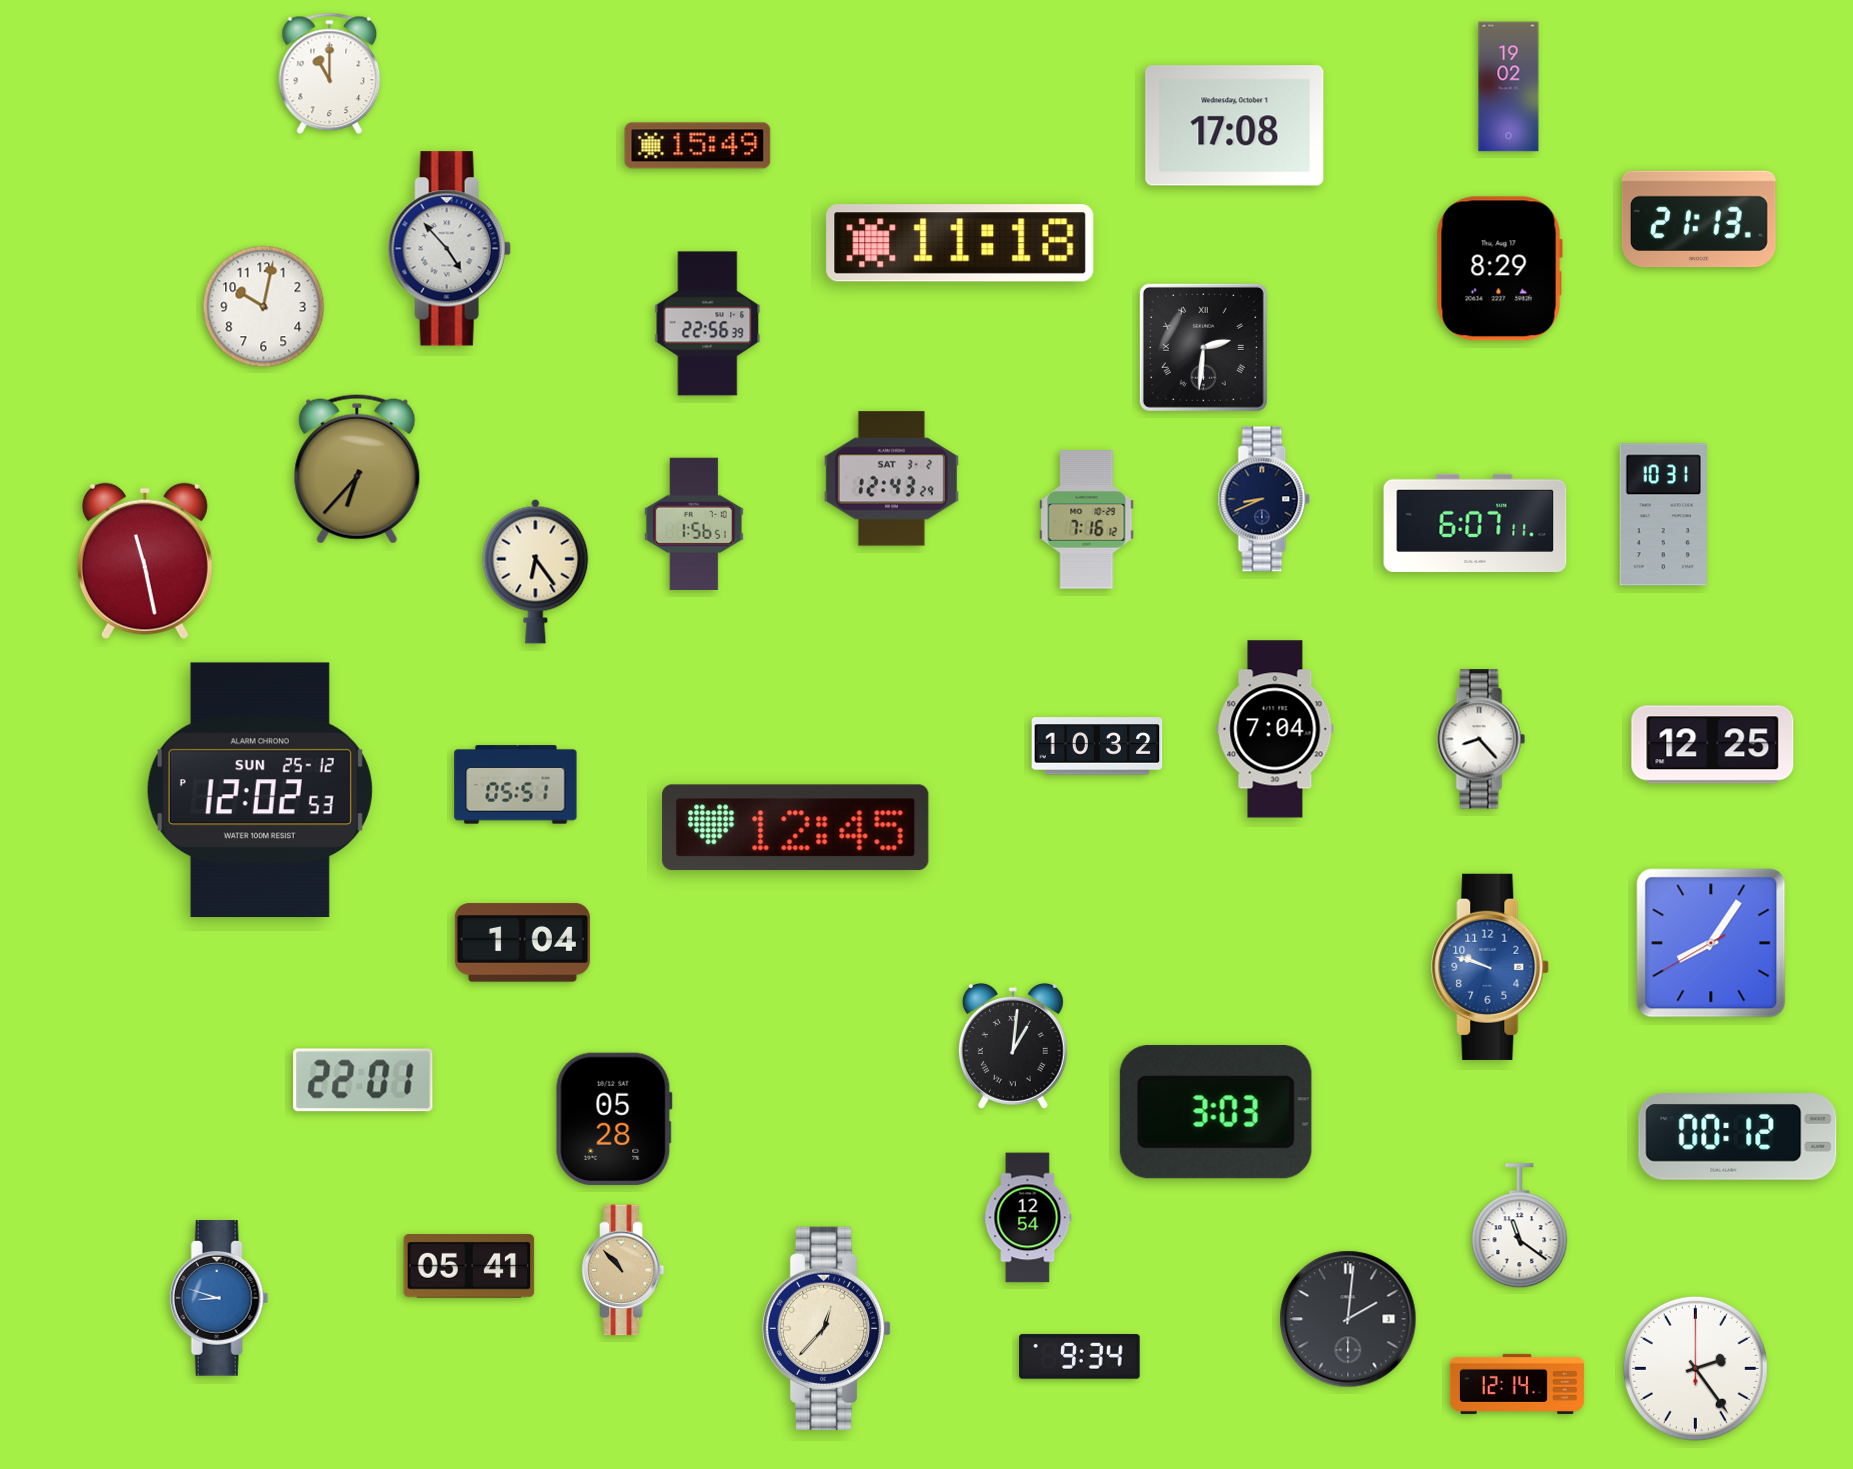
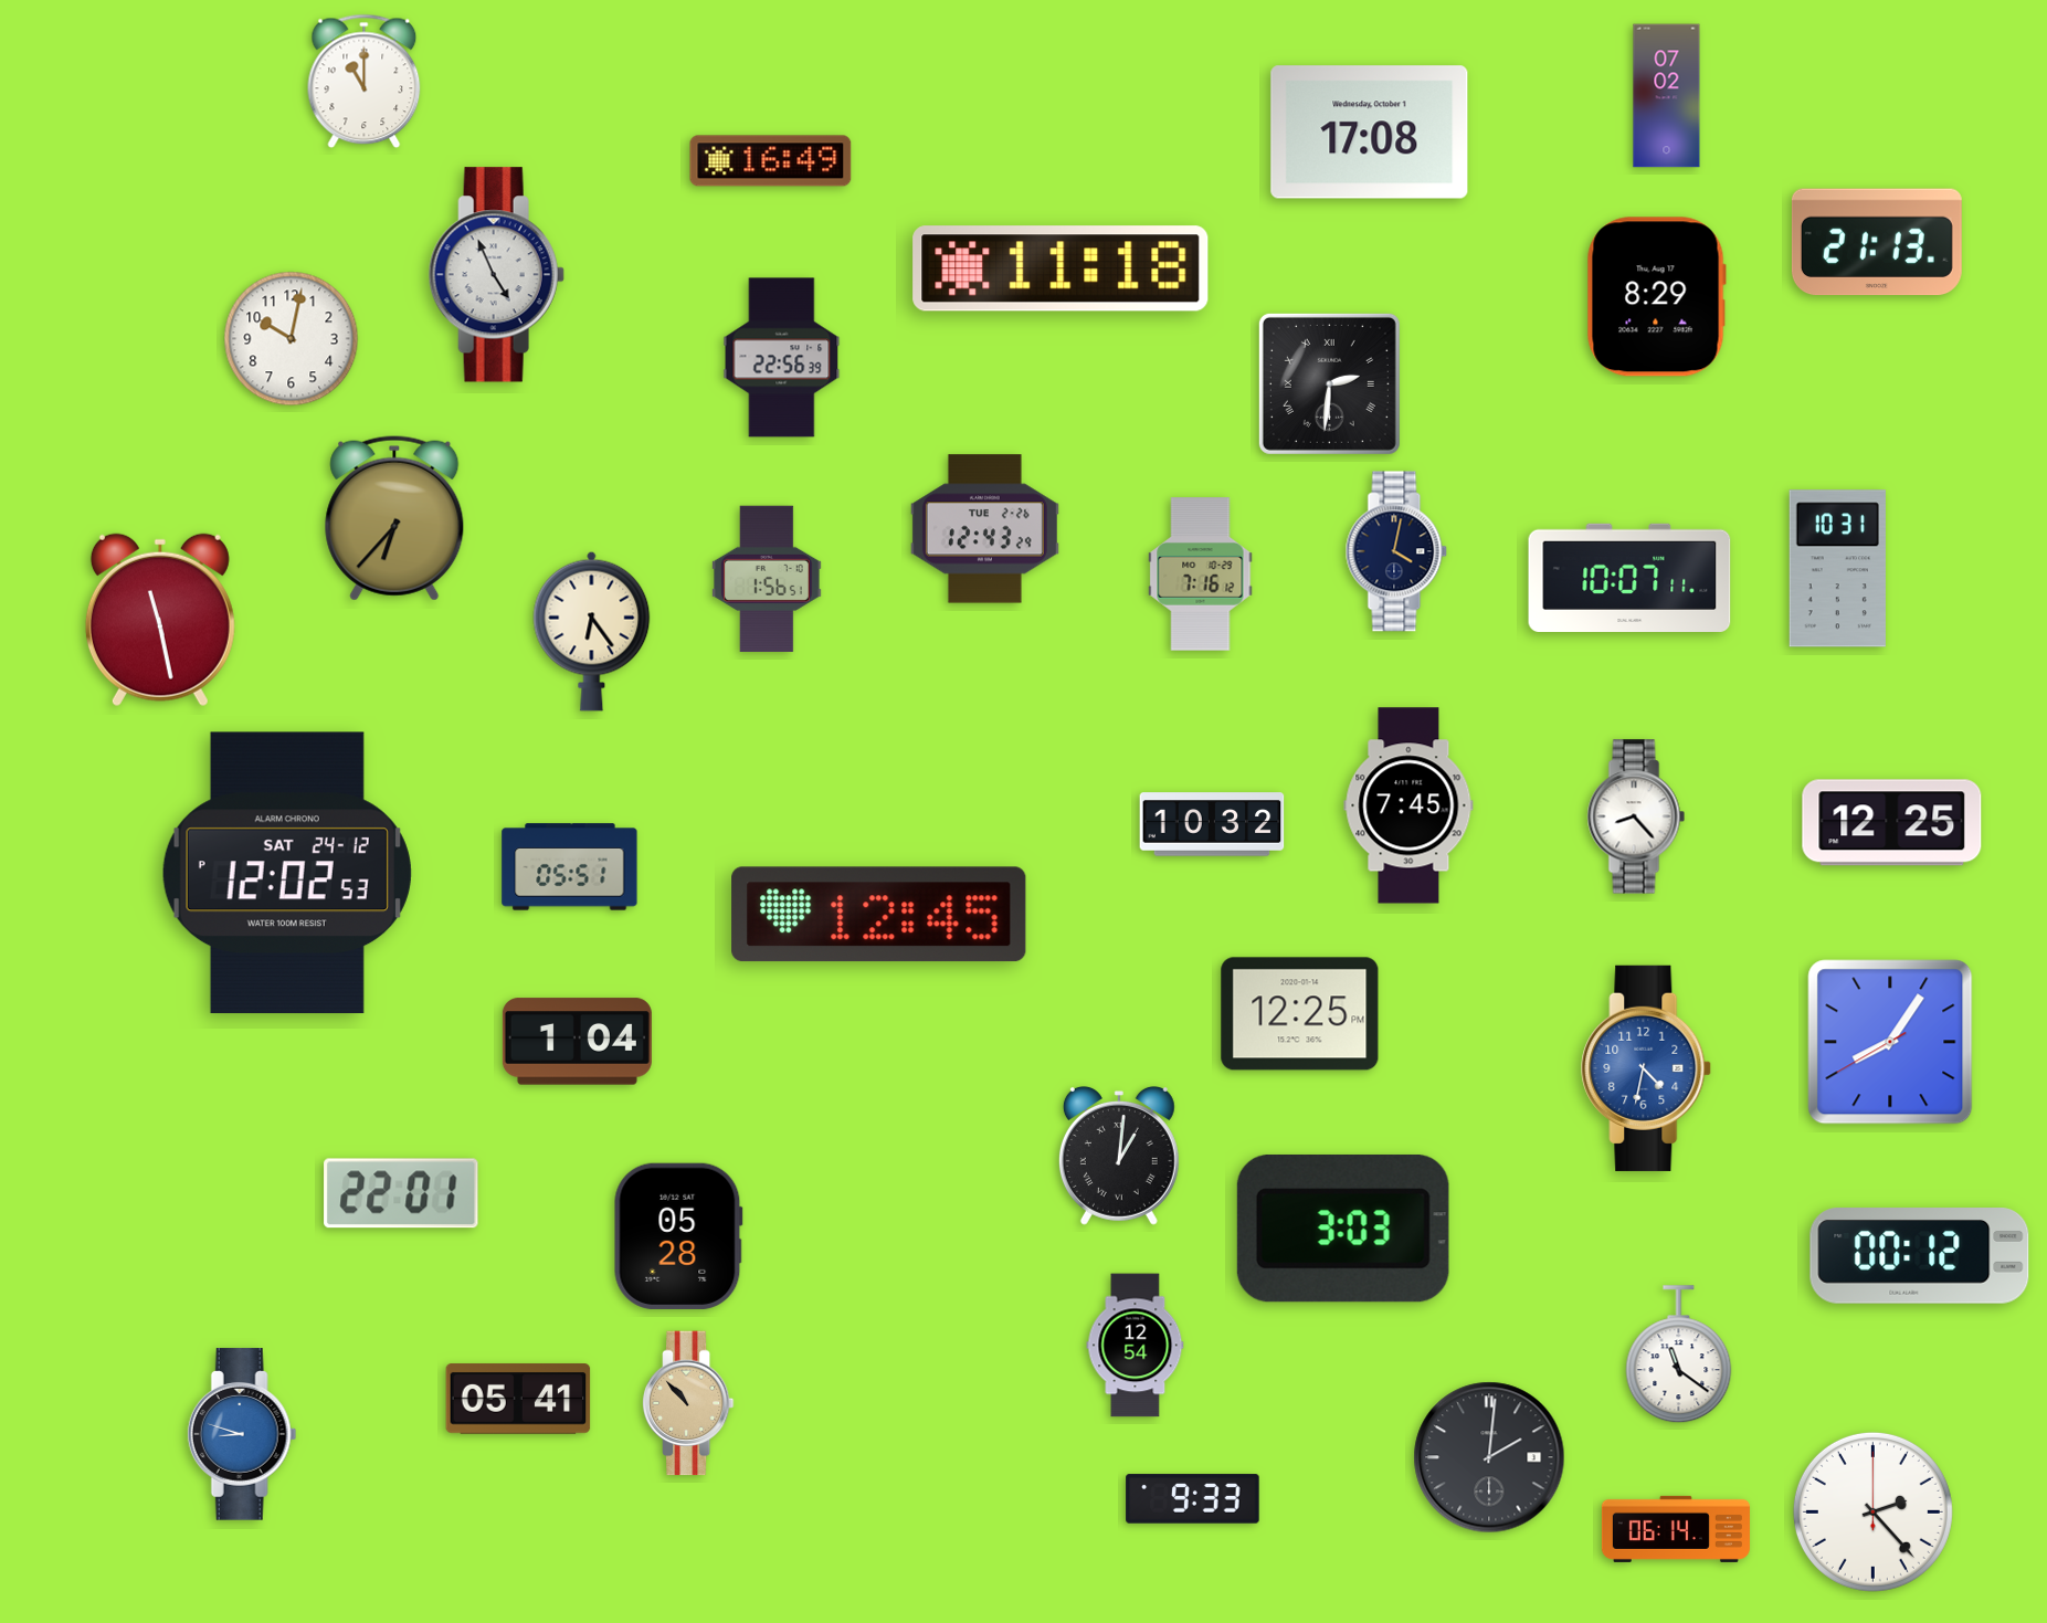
clock at (1509, 87): 19:02 -> 07:02
clock at (1235, 126) position: (1235, 126) -> (1370, 133)
clock at (698, 146): 15:49 -> 16:49
clock at (449, 249): 4:53 -> 4:56
clock at (891, 479) date: SAT 3-2 -> TUE 2-26
clock at (1264, 499): 8:41 -> 4:02
clock at (1475, 522): 6:07 -> 10:07
clock at (1275, 729): 7:04 -> 7:45
clock at (260, 790) date: SUN 25-12 -> SAT 24-12
clock at (1300, 1014): none -> 12:25
clock at (1491, 967): 9:48 -> 4:32
clock at (827, 1328): 12:37 -> none
clock at (1080, 1357): 9:34 -> 9:33
clock at (1695, 1368): 2:24 -> 2:23
clock at (1517, 1384): 12:14 -> 06:14
